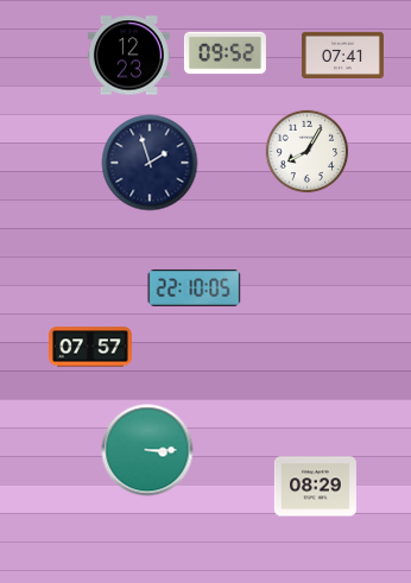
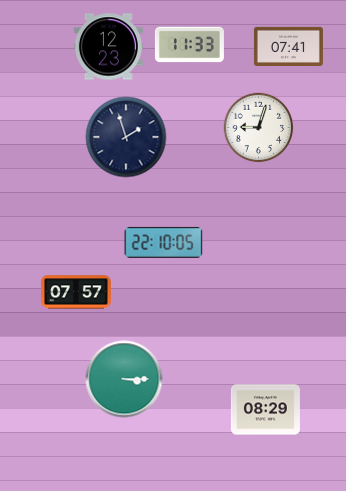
clock at (225, 53): 09:52 -> 11:33
clock at (308, 152): 8:05 -> 9:03
